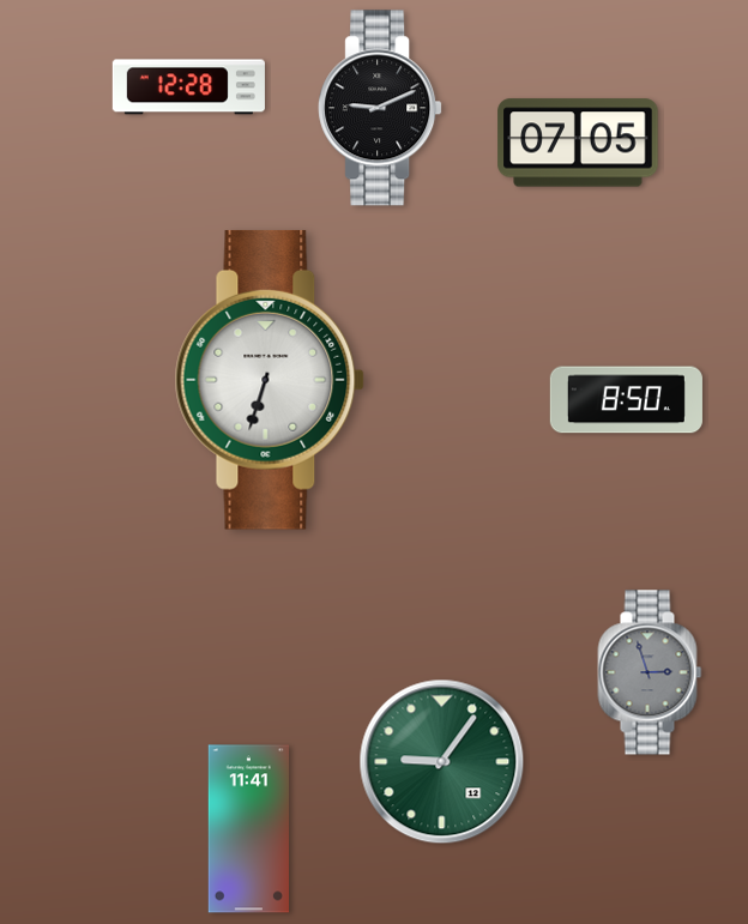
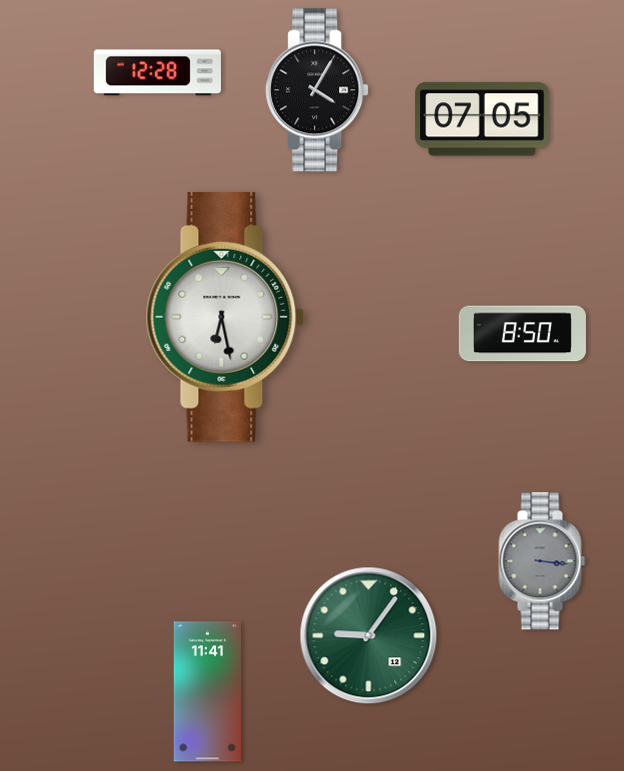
clock at (380, 108): 9:11 -> 4:05
clock at (270, 380): 6:33 -> 6:28
clock at (650, 672): 2:57 -> 3:16
